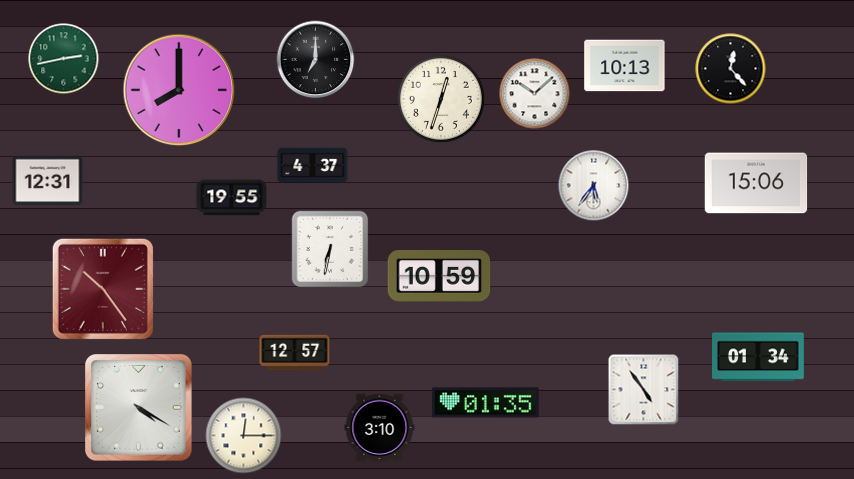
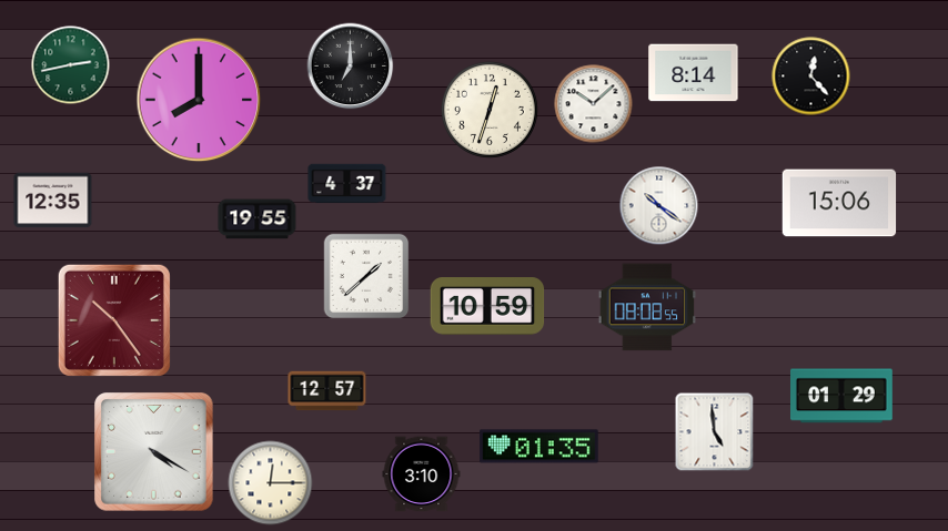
clock at (625, 66): 10:13 -> 8:14
clock at (48, 181): 12:31 -> 12:35
clock at (594, 186): 5:36 -> 10:21
clock at (330, 249): 6:32 -> 1:38
clock at (647, 307): none -> 08:08
clock at (759, 357): 01:34 -> 01:29
clock at (644, 390): 4:54 -> 4:59
